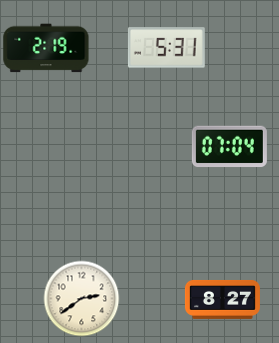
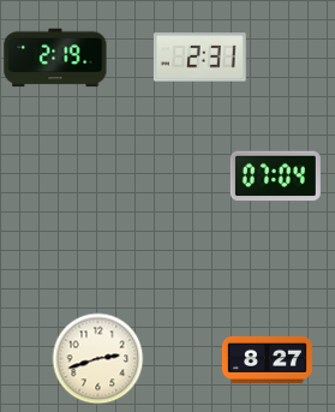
clock at (166, 48): 5:31 -> 2:31
clock at (82, 299): 2:39 -> 2:42
